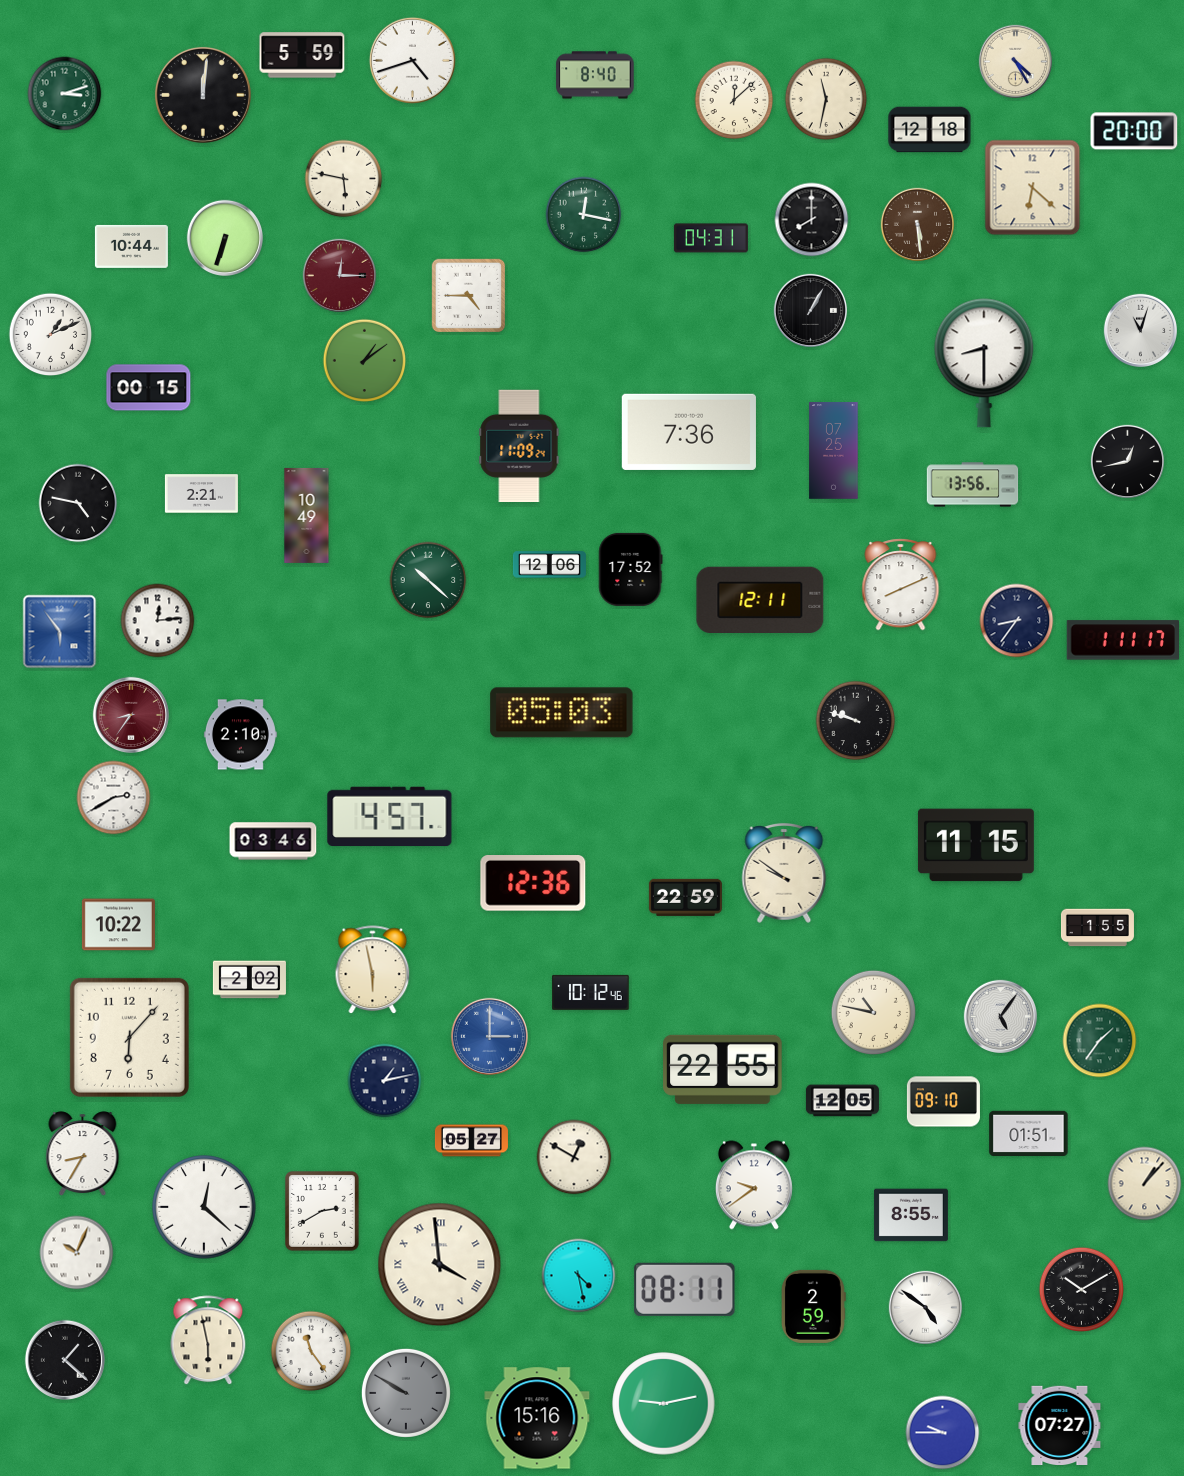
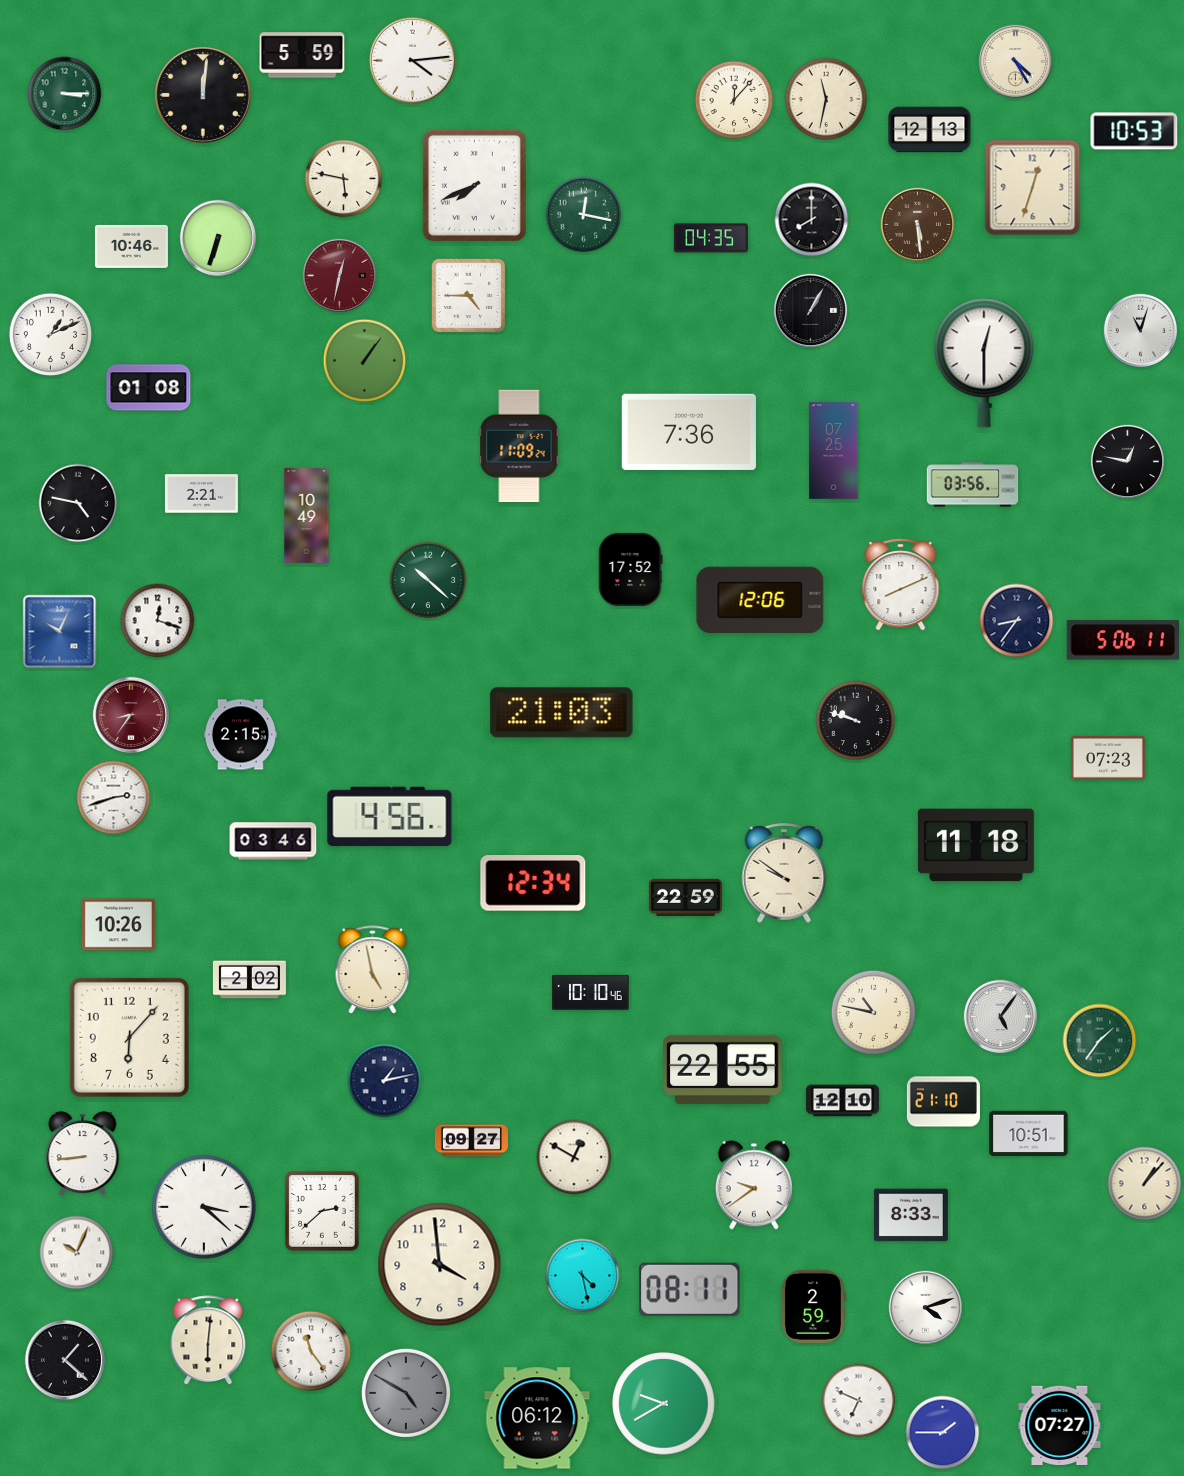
clock at (412, 60): 4:42 -> 4:14
clock at (595, 75): 8:40 -> none
clock at (65, 94): 3:12 -> 3:15
clock at (734, 100): 12:08 -> 12:07
clock at (930, 130): 12:18 -> 12:13
clock at (1134, 131): 20:00 -> 10:53
clock at (474, 185): none -> 7:41
clock at (1033, 188): 6:22 -> 12:33
clock at (224, 237) position: (224, 237) -> (217, 237)
clock at (711, 238): 04:31 -> 04:35
clock at (131, 246): 10:44 -> 10:46
clock at (340, 276): 12:15 -> 12:32
clock at (365, 361): 1:09 -> 1:06
clock at (984, 363): 8:30 -> 12:30
clock at (149, 388): 00:15 -> 01:08
clock at (1128, 462): 12:43 -> 12:47
clock at (973, 485): 13:56 -> 03:56
clock at (549, 565): 12:06 -> none
clock at (760, 599): 12:11 -> 12:06
clock at (158, 621): 12:14 -> 12:18
clock at (60, 632): 5:54 -> 10:04
clock at (1122, 640): 1:11 -> 5:06
clock at (562, 713): 05:03 -> 21:03
clock at (240, 735): 2:10 -> 2:15
clock at (1108, 759): none -> 07:23
clock at (114, 798): 2:40 -> 2:42
clock at (390, 817): 4:57 -> 4:56
clock at (976, 845): 11:15 -> 11:18
clock at (533, 884): 12:36 -> 12:34
clock at (118, 925): 10:22 -> 10:26
clock at (1097, 928): 1:55 -> none
clock at (373, 970): 5:58 -> 4:58
clock at (591, 992): 10:12 -> 10:10
clock at (489, 1036): 3:00 -> none
clock at (842, 1101): 12:05 -> 12:10
clock at (943, 1102): 09:10 -> 21:10
clock at (1029, 1133): 01:51 -> 10:51
clock at (471, 1141): 05:27 -> 09:27
clock at (83, 1154): 8:35 -> 8:44
clock at (204, 1207): 12:22 -> 3:22
clock at (323, 1211): 2:40 -> 2:38
clock at (911, 1215): 8:55 -> 8:33
clock at (440, 1265) numerals: Roman -> Arabic
clock at (579, 1276) position: (579, 1276) -> (583, 1276)
clock at (685, 1289) position: (685, 1289) -> (690, 1289)
clock at (1081, 1289): 10:10 -> none
clock at (926, 1308): 4:51 -> 4:12
clock at (208, 1341): 5:58 -> 6:01
clock at (406, 1393): 9:50 -> 4:50
clock at (859, 1401): none -> 6:49
clock at (664, 1404): 9:13 -> 9:40
clock at (537, 1418): 15:16 -> 06:12
clock at (943, 1433): 9:45 -> 1:45
